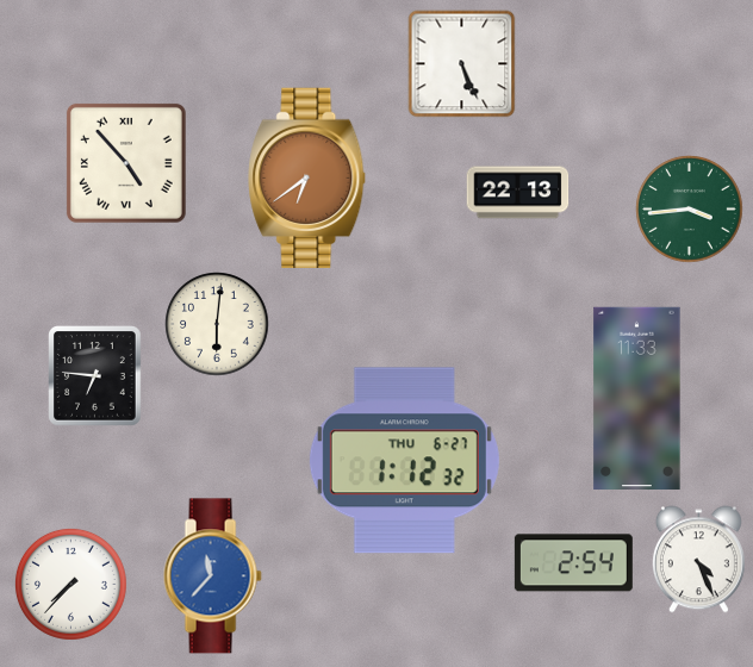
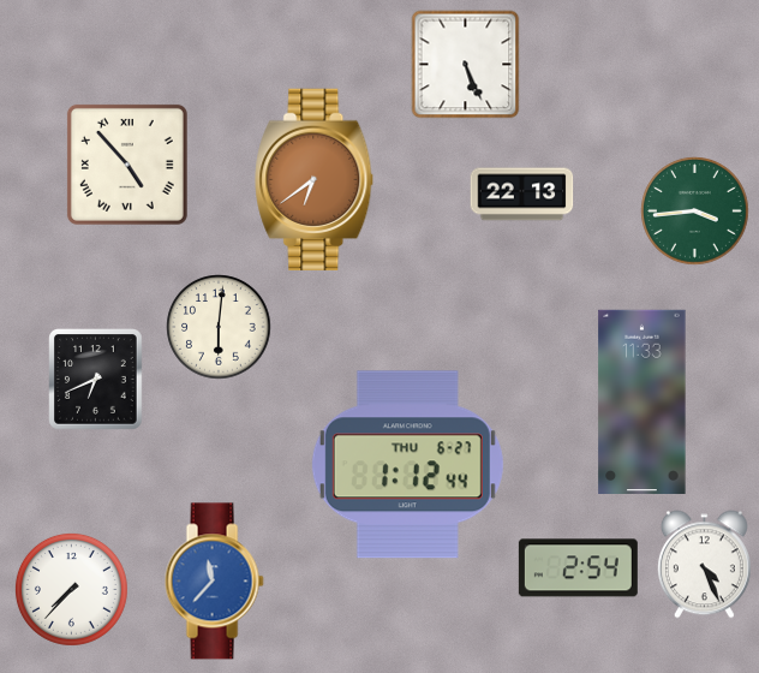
clock at (307, 177) position: (307, 177) -> (315, 179)
clock at (95, 375): 6:46 -> 6:41
clock at (404, 461): 1:12:32 -> 1:12:44
